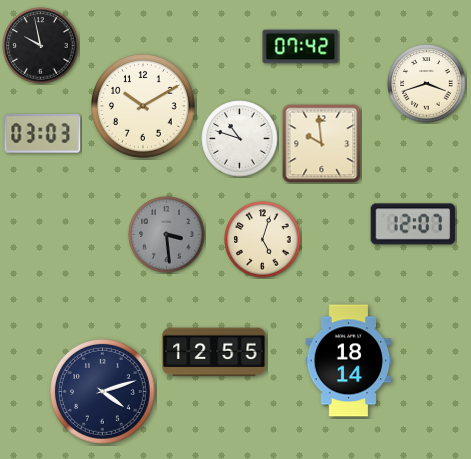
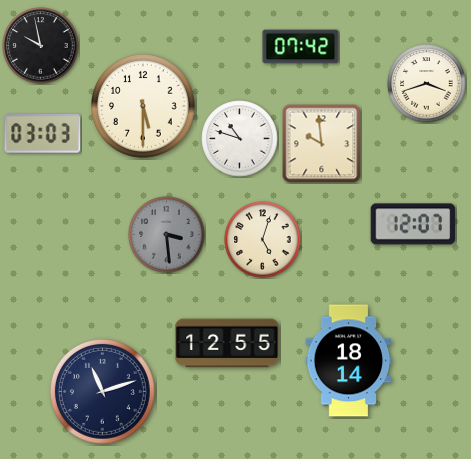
clock at (144, 107): 10:10 -> 5:30
clock at (214, 352) position: (214, 352) -> (227, 343)
clock at (103, 392): 4:12 -> 11:12
